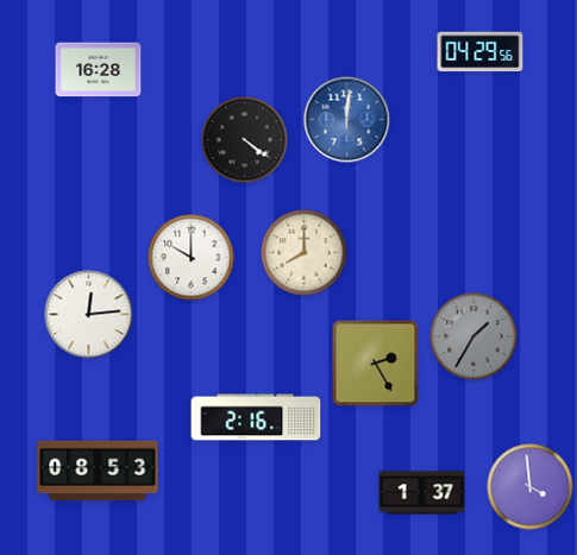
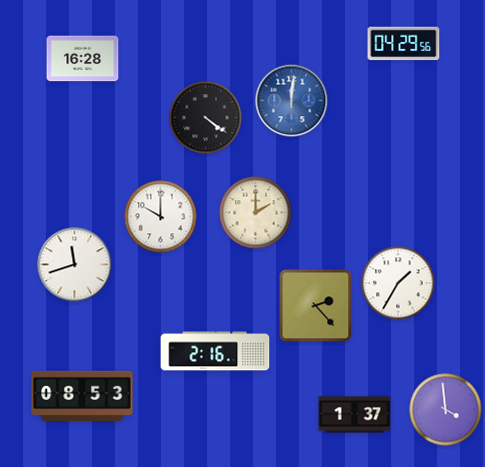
clock at (305, 253): 8:00 -> 2:00
clock at (89, 315): 12:14 -> 11:42
clock at (473, 336) dial: grey -> white
clock at (376, 364): 2:25 -> 2:23
